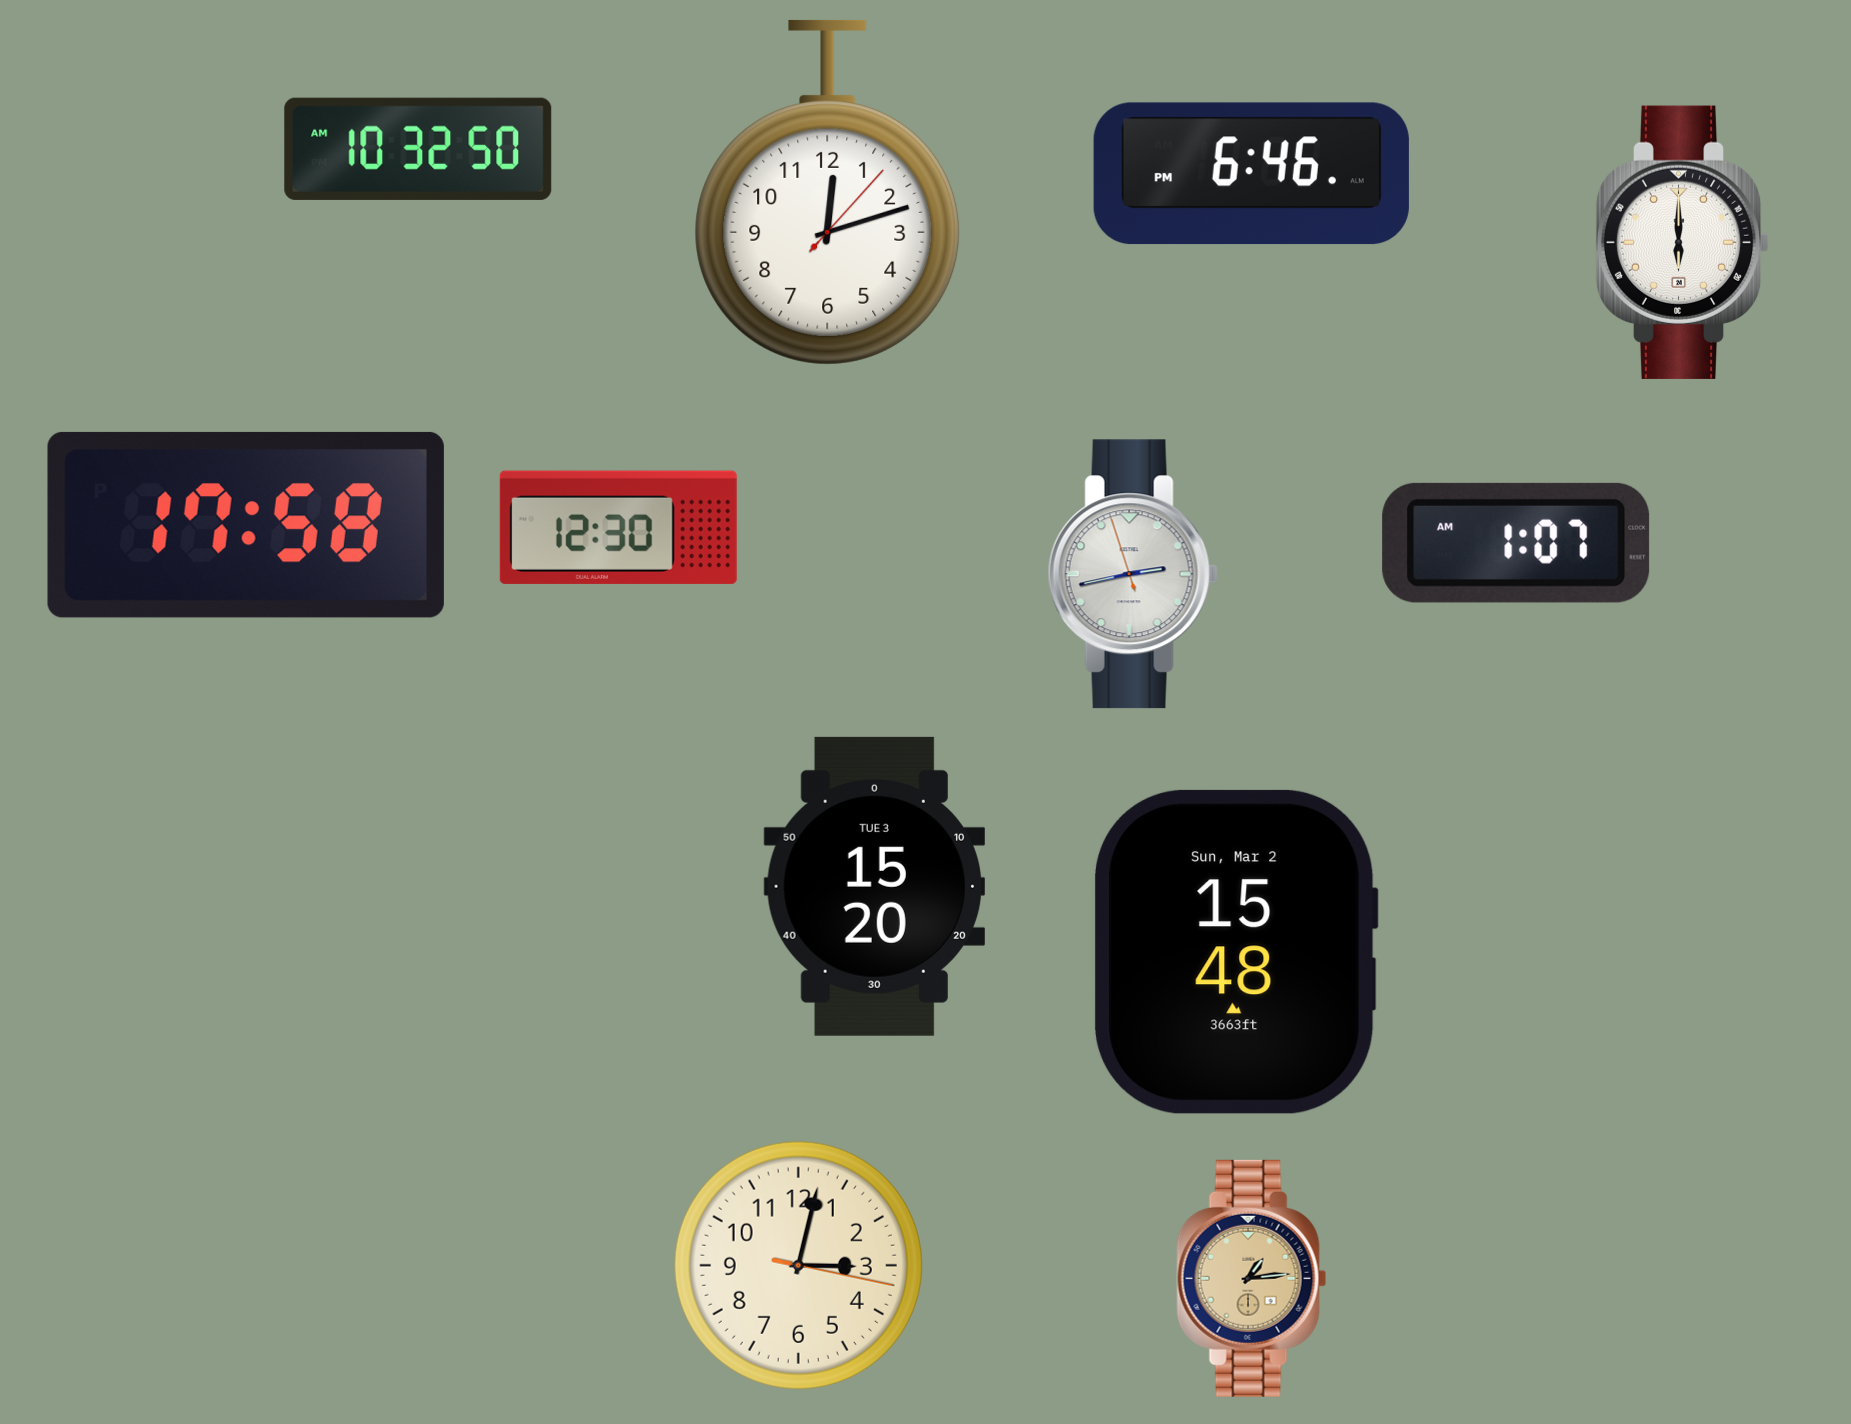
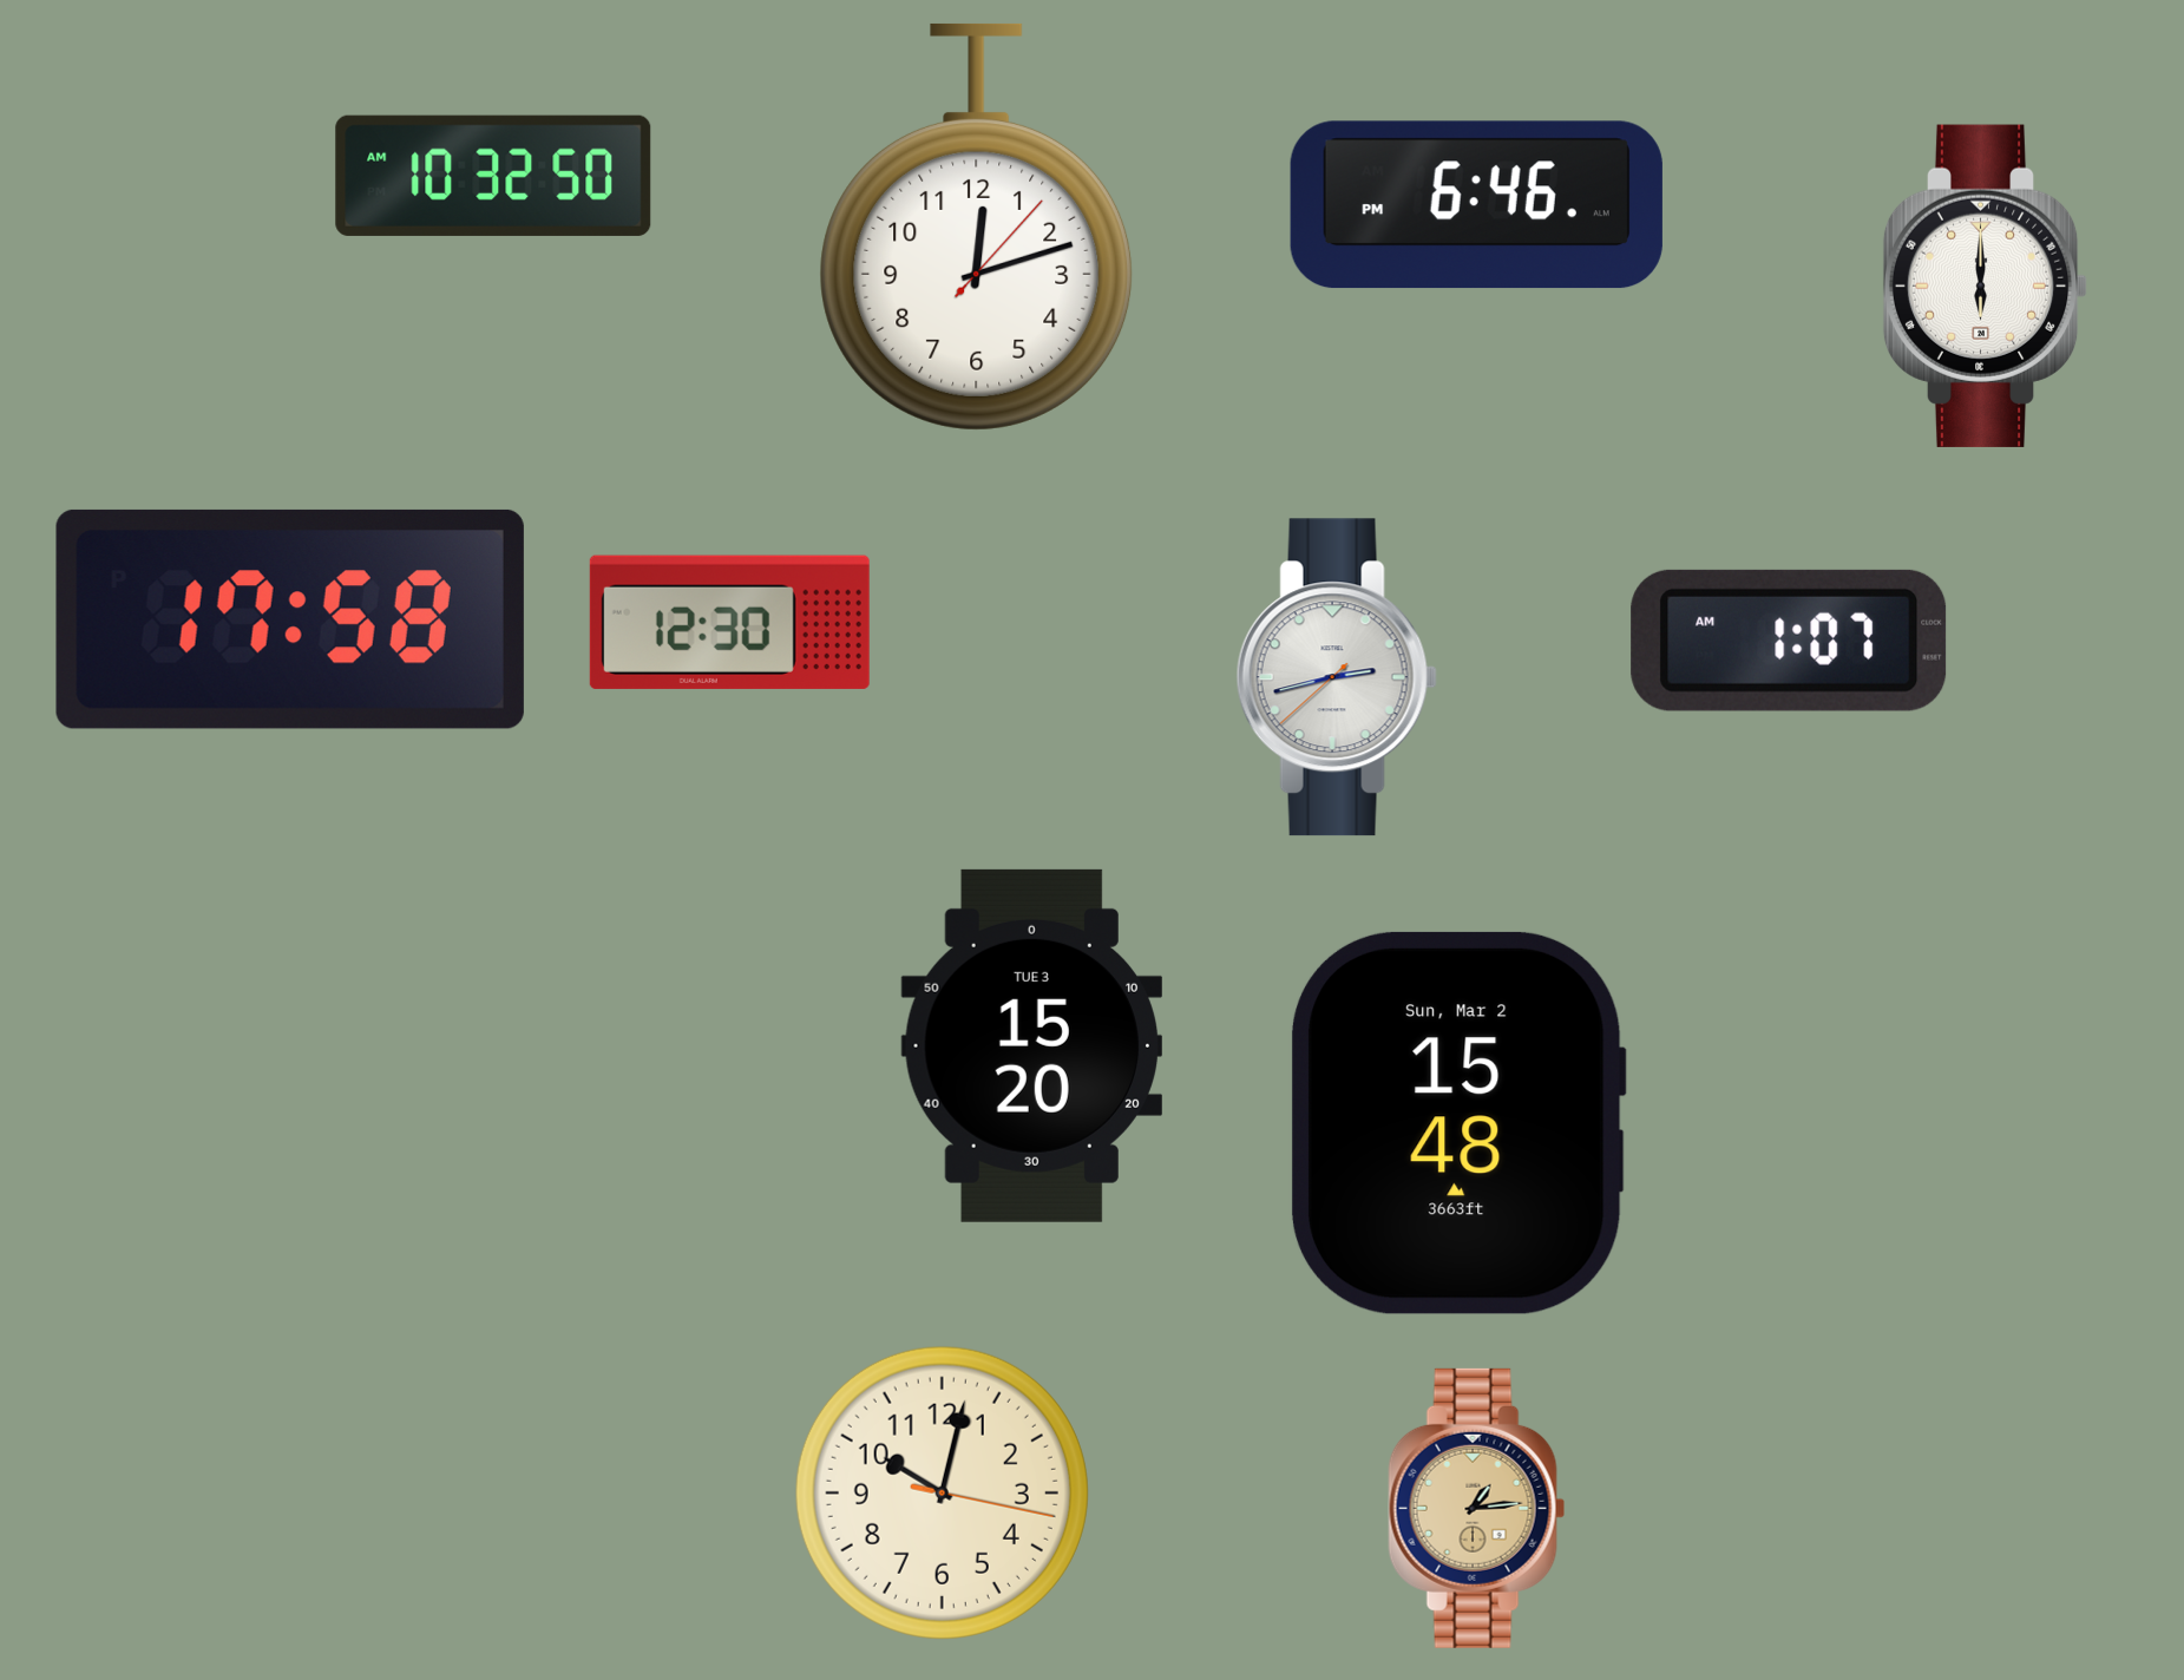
clock at (1133, 574): 2:42:57 -> 2:42:38
clock at (798, 1265): 3:02 -> 10:02
